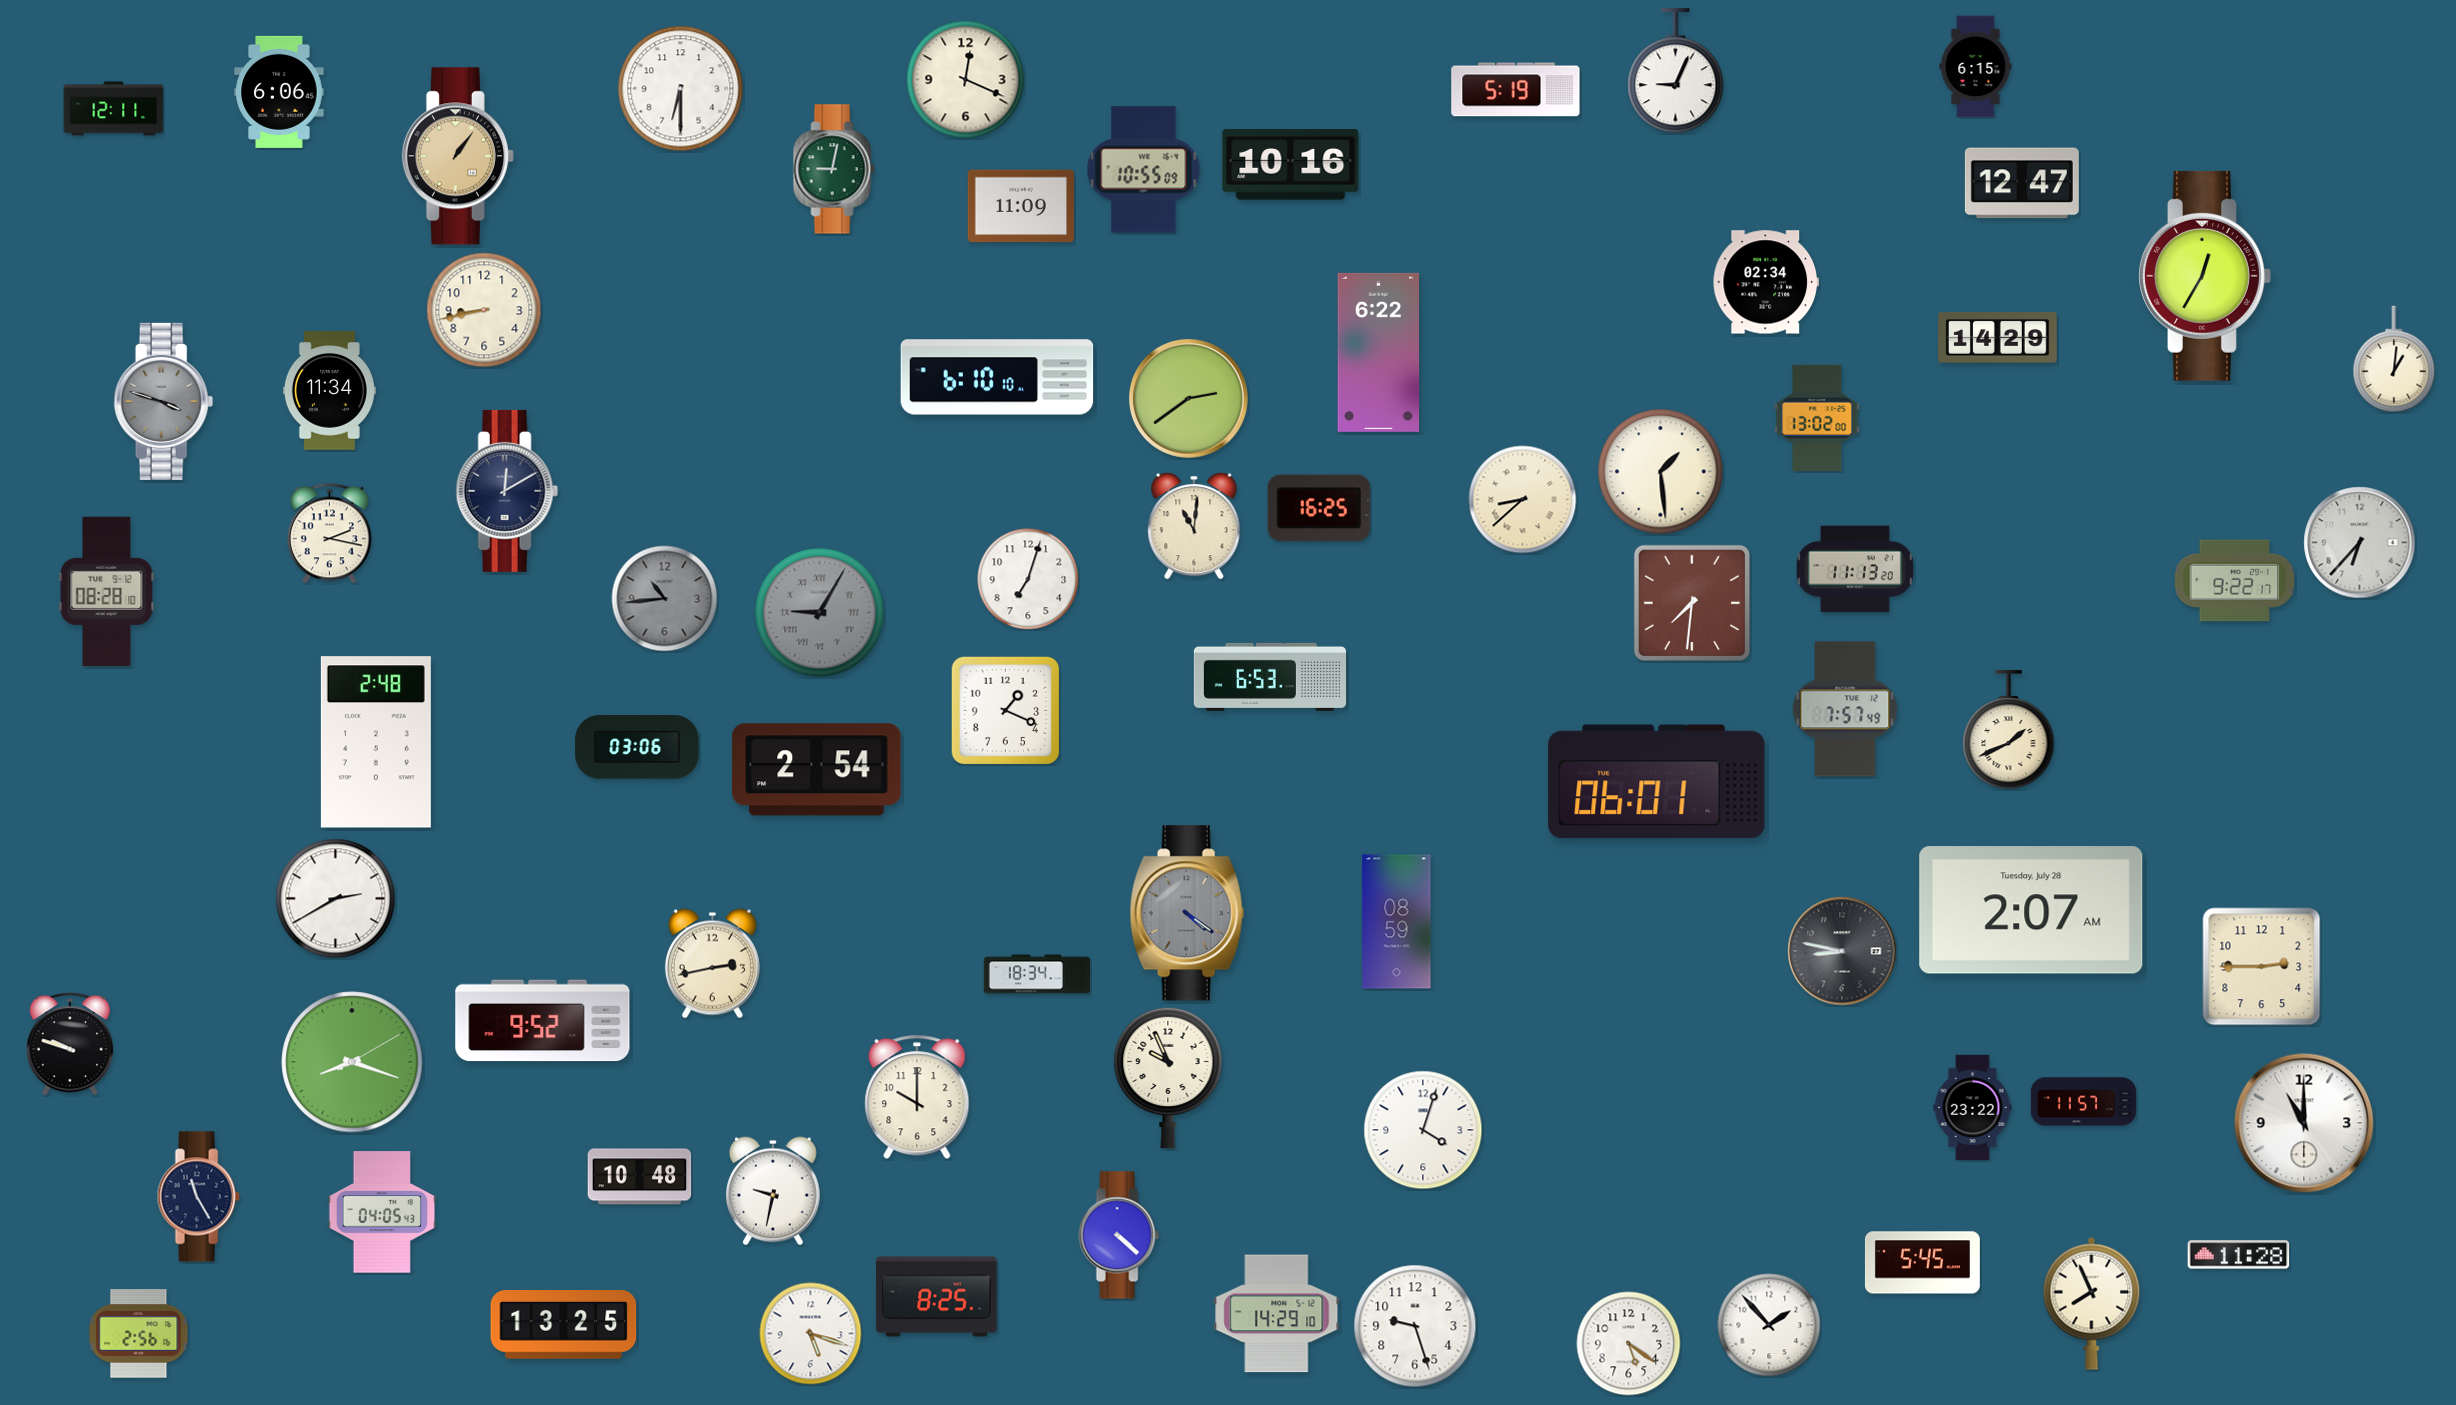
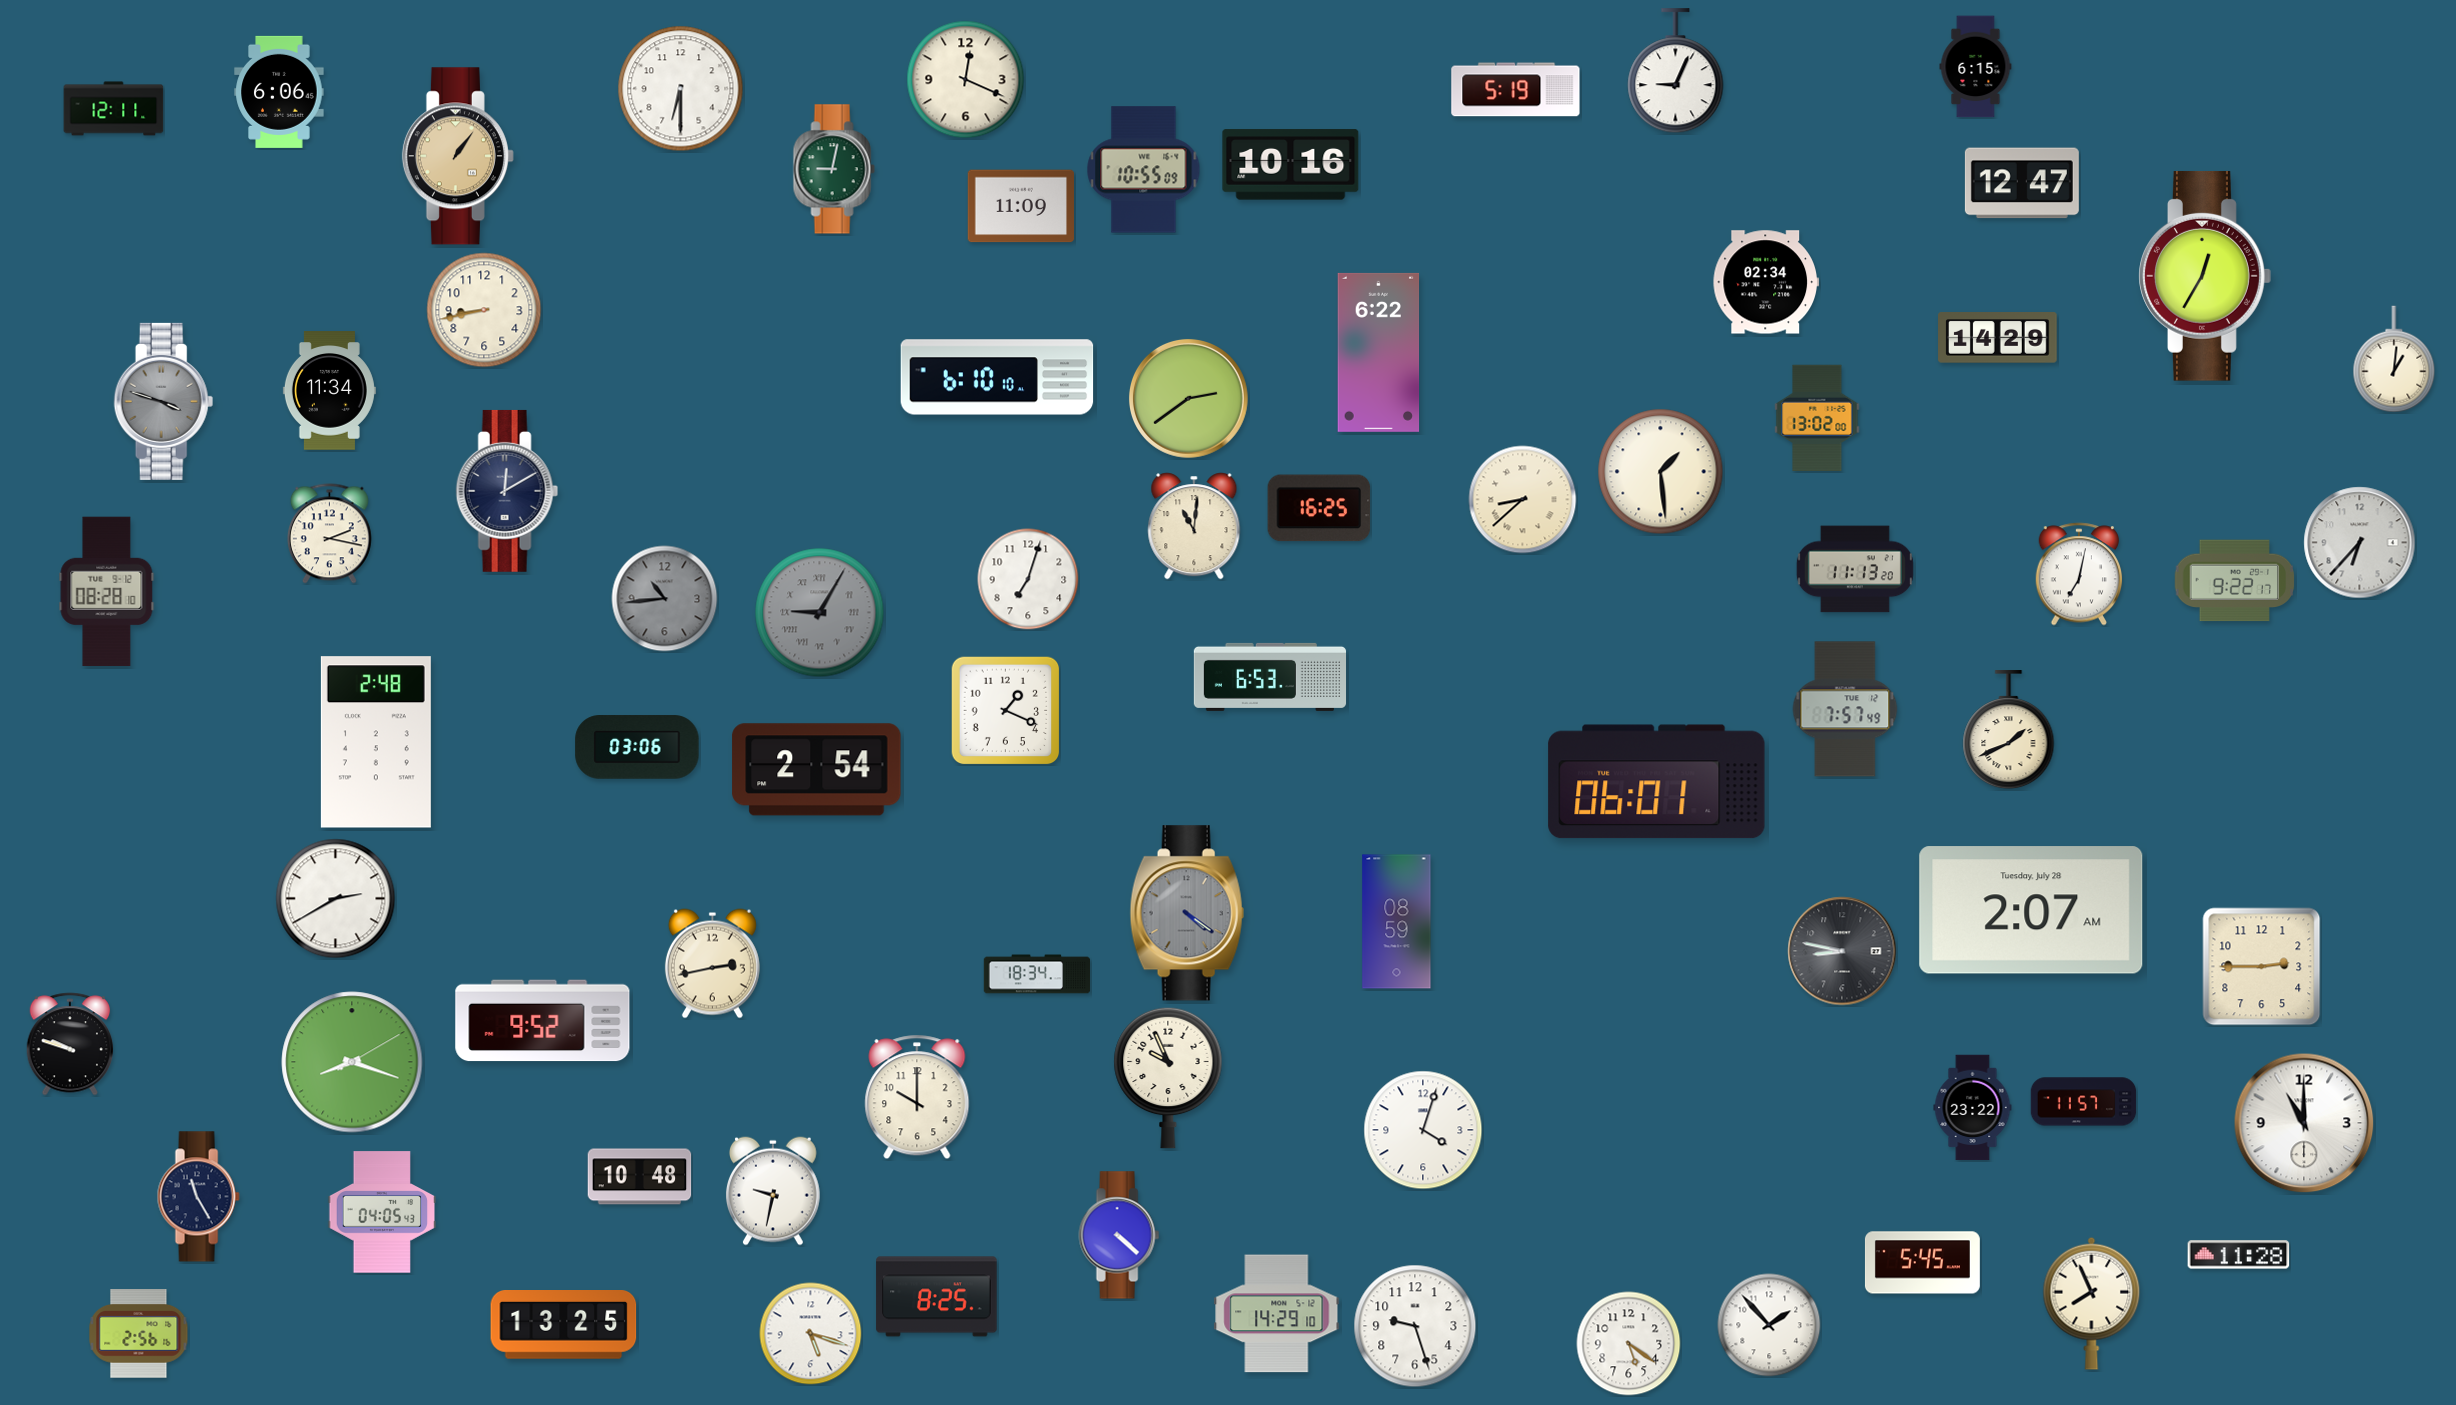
clock at (2079, 574): none -> 7:02
clock at (1692, 603): 7:31 -> none
